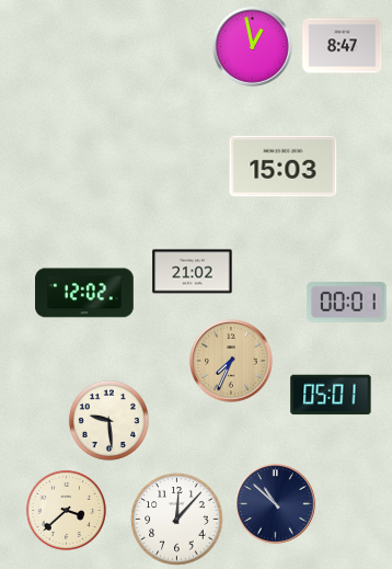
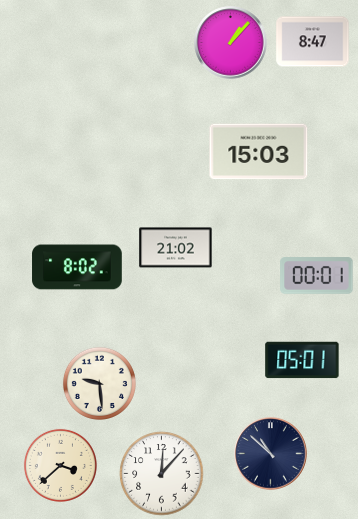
clock at (253, 47): 12:58 -> 1:07
clock at (84, 293): 12:02 -> 8:02
clock at (231, 361): 7:34 -> none
clock at (276, 504) position: (276, 504) -> (271, 454)
